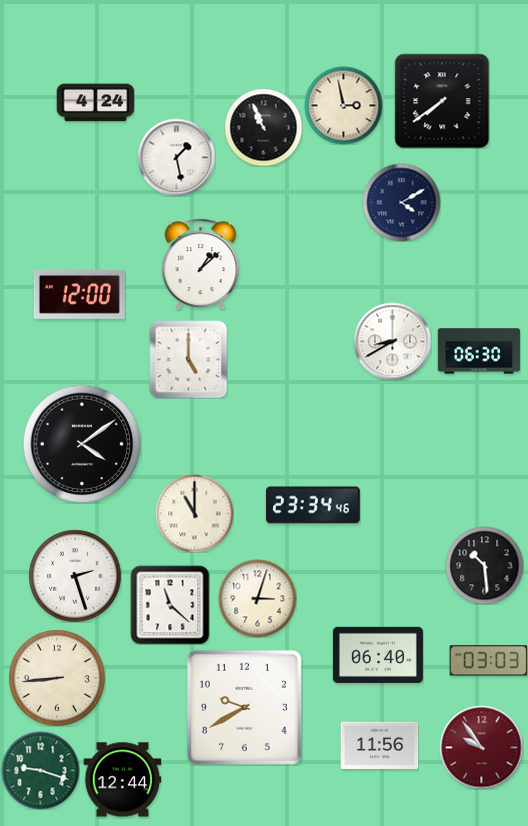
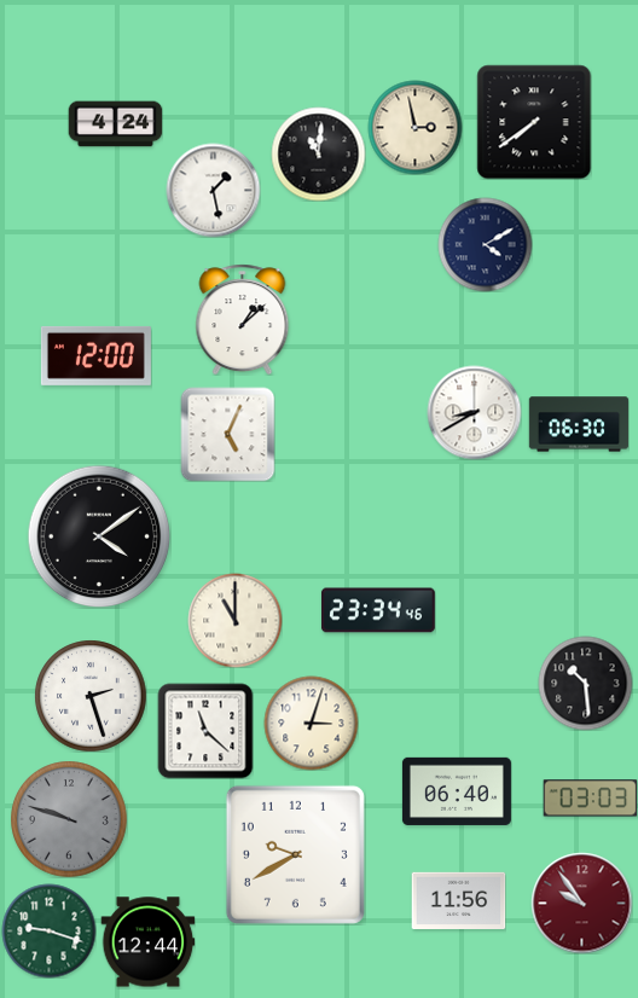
clock at (263, 127): 10:56 -> 11:01
clock at (188, 359): 5:00 -> 5:04
clock at (57, 678): 8:44 -> 9:48
clock at (57, 678) dial: cream -> grey
